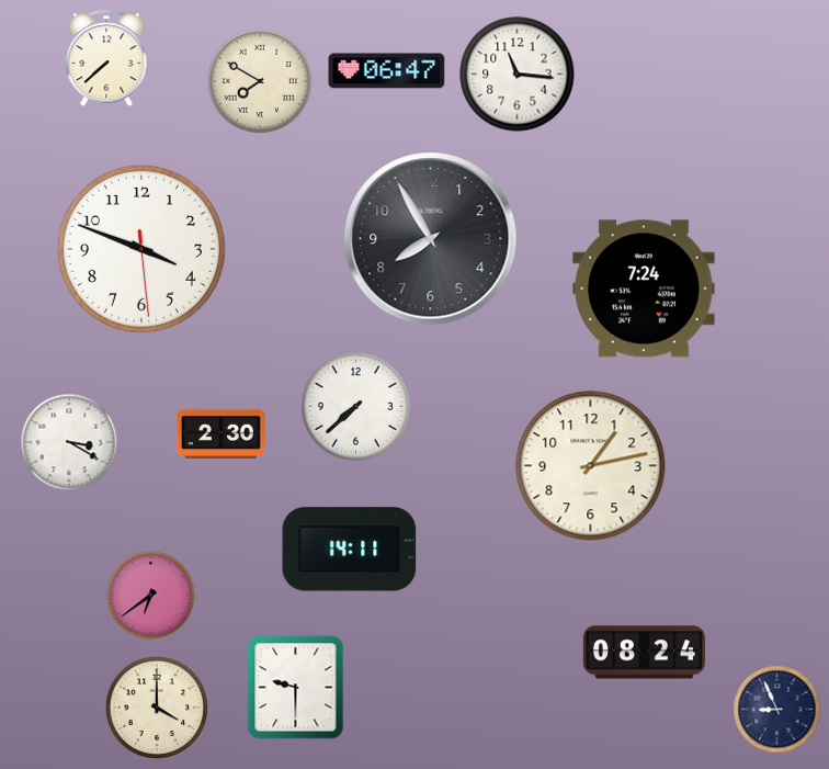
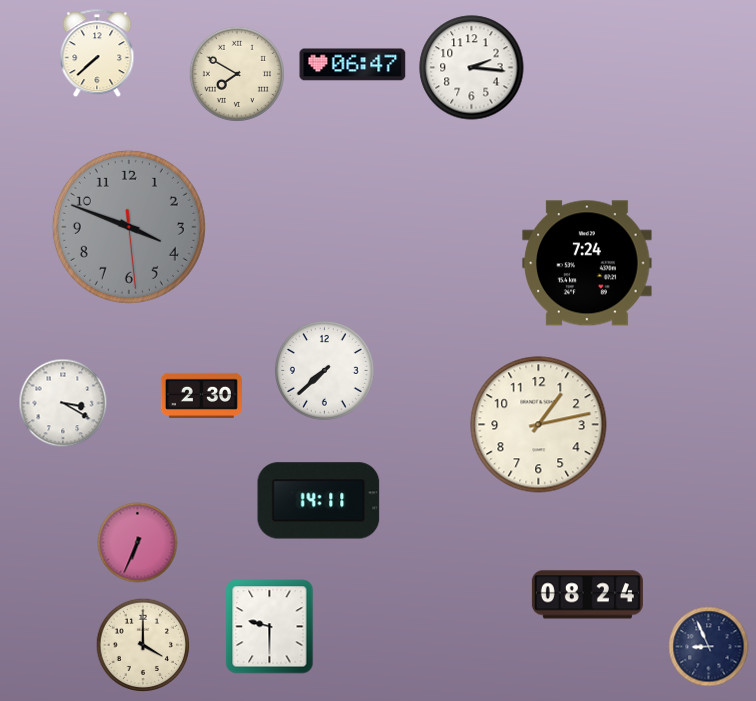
clock at (518, 75): 11:16 -> 2:16
clock at (431, 239): 7:55 -> none
clock at (141, 249) dial: white -> grey
clock at (151, 596): 6:39 -> 6:34
